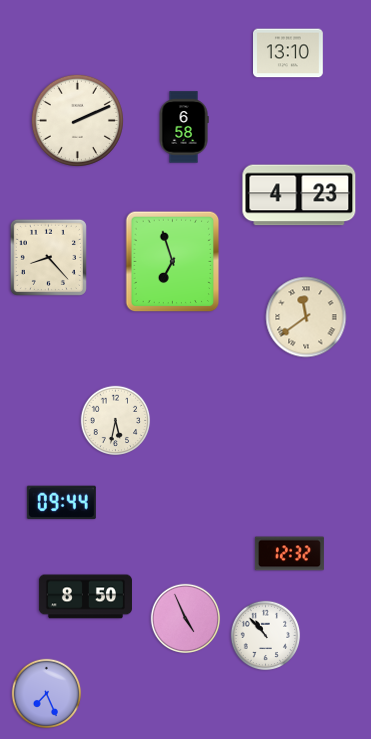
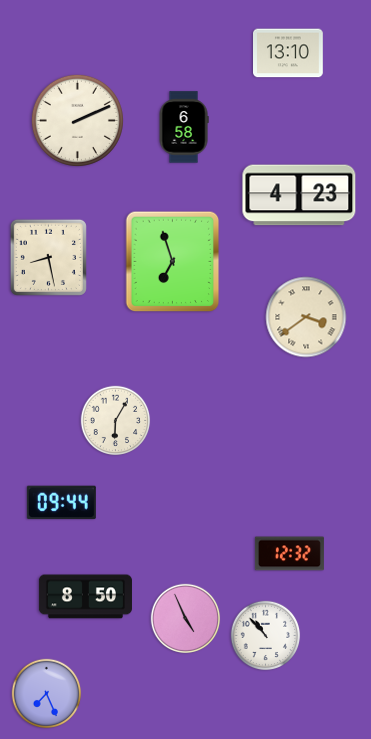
clock at (48, 257): 8:23 -> 8:28
clock at (306, 317): 11:39 -> 3:39
clock at (116, 421): 5:32 -> 6:05
